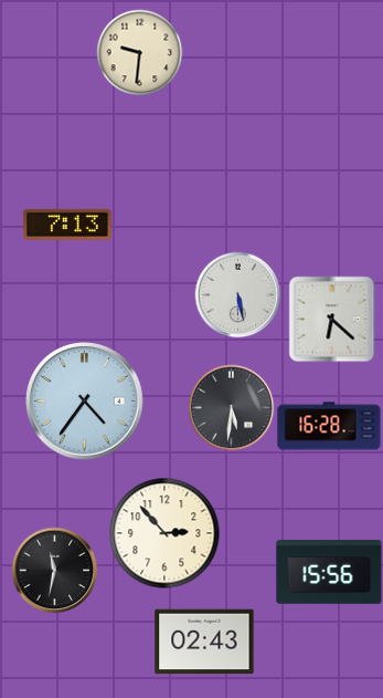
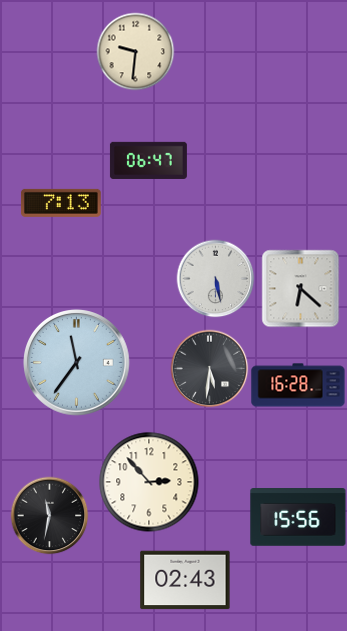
clock at (139, 52) position: (139, 52) -> (135, 51)
clock at (148, 160): none -> 06:47
clock at (237, 294) position: (237, 294) -> (215, 278)
clock at (85, 402): 4:36 -> 11:36
